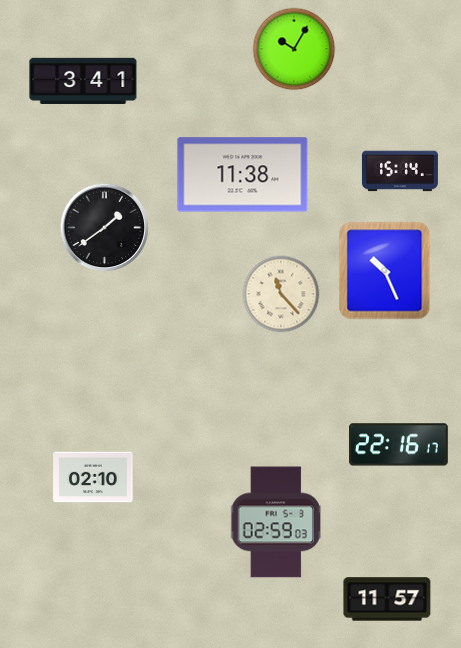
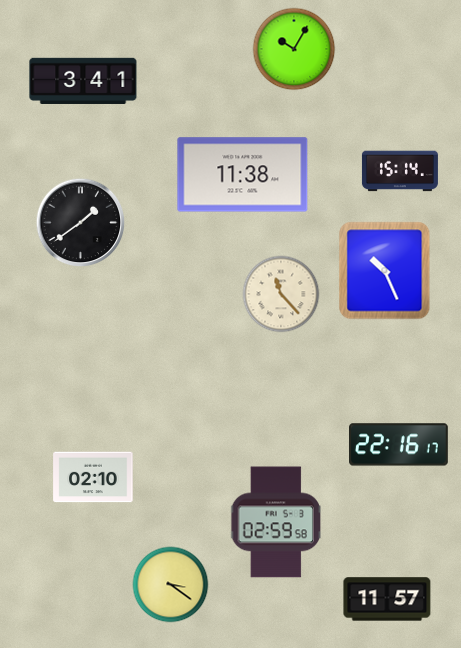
clock at (105, 228) position: (105, 228) -> (81, 223)
clock at (276, 522): 02:59:03 -> 02:59:58
clock at (171, 585): none -> 3:21
